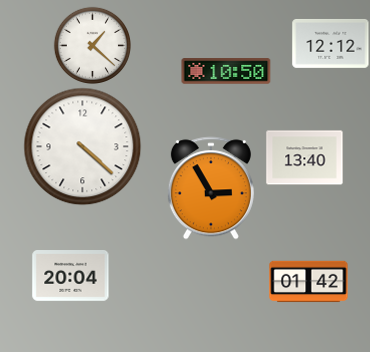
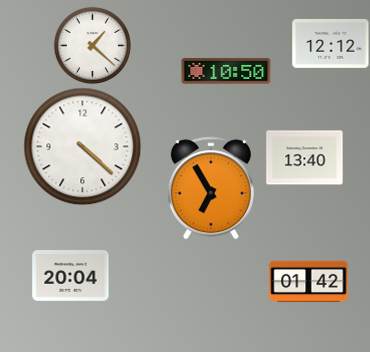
clock at (211, 188): 2:55 -> 6:55
